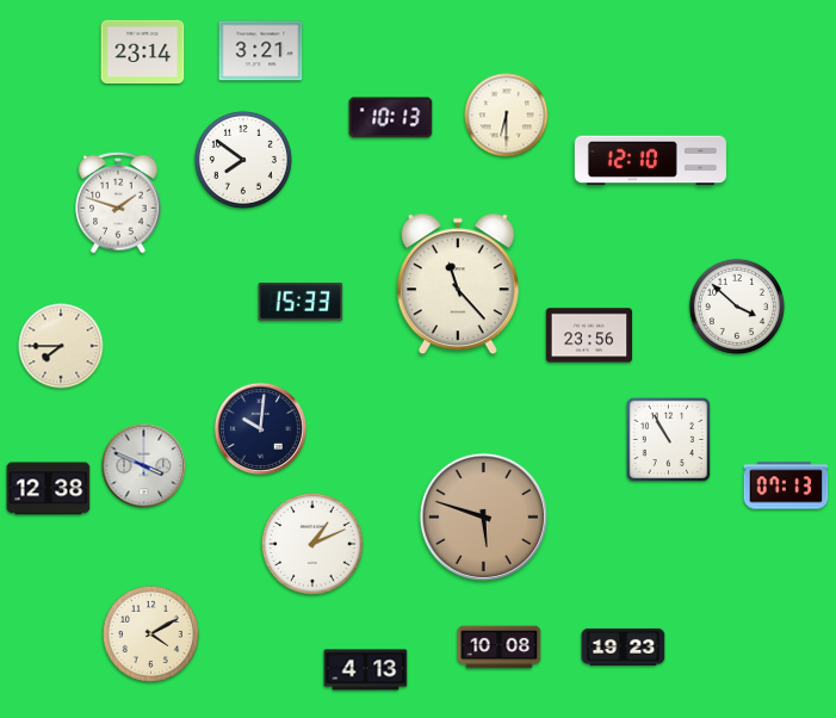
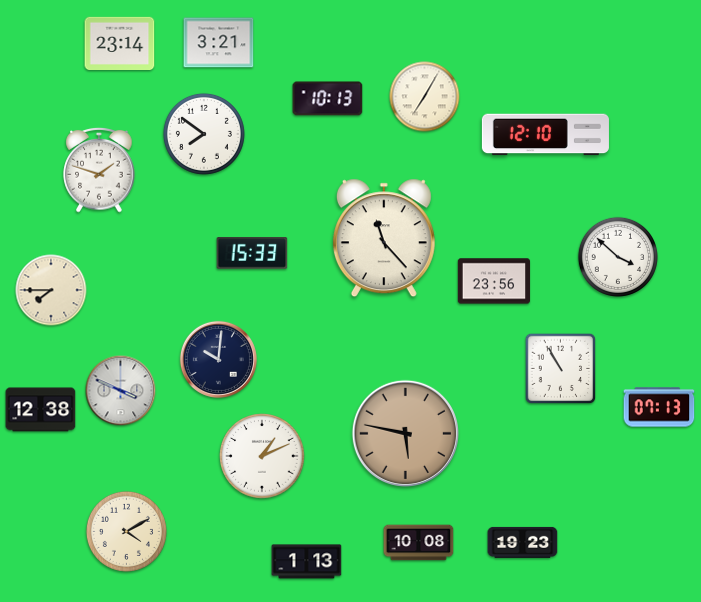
clock at (507, 116): 6:30 -> 7:05
clock at (483, 516): 5:48 -> 5:47
clock at (366, 670): 4:13 -> 1:13
